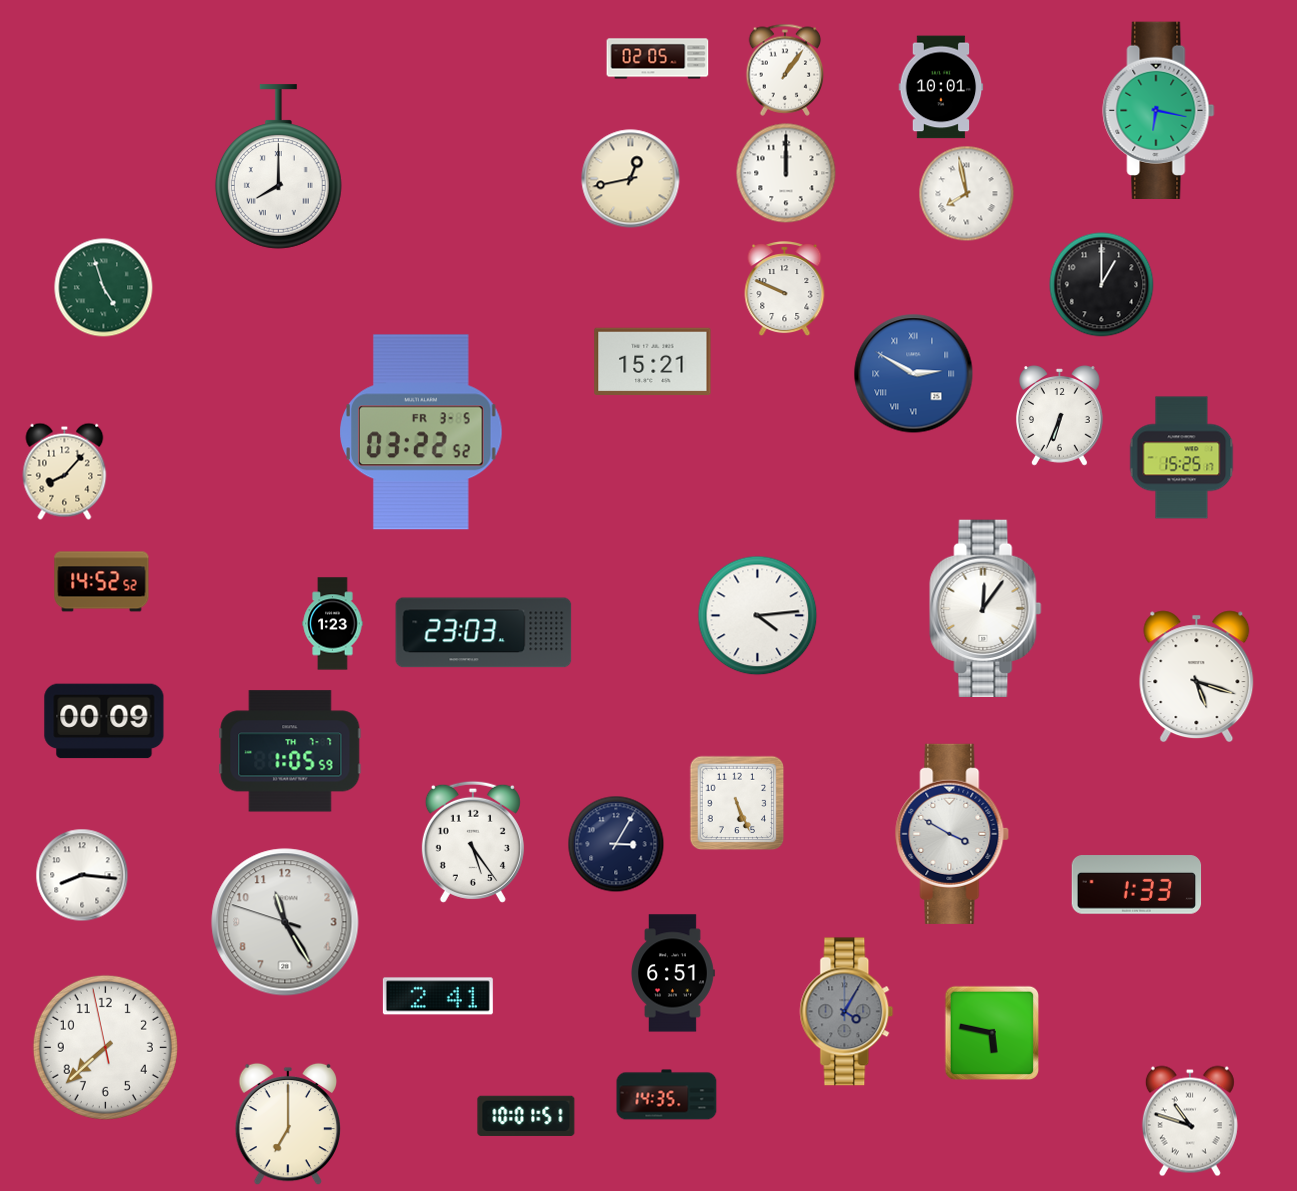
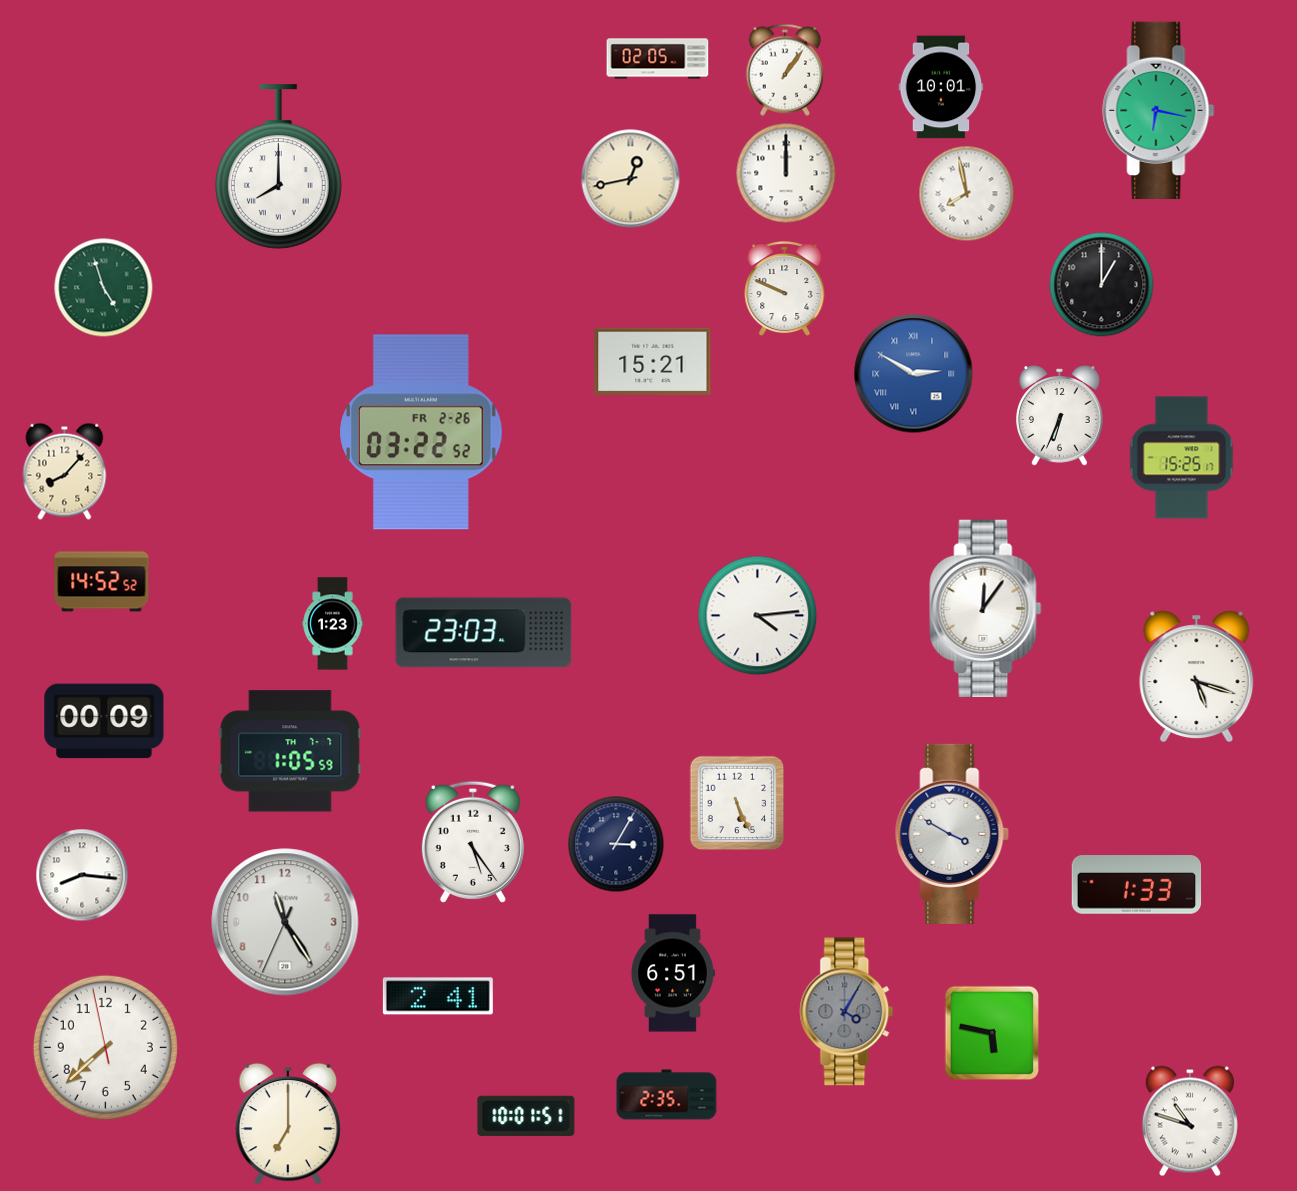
clock at (421, 432) date: FR 3-5 -> FR 2-26
clock at (285, 922): 11:24:48 -> 11:24:34
clock at (667, 1095): 14:35 -> 2:35
